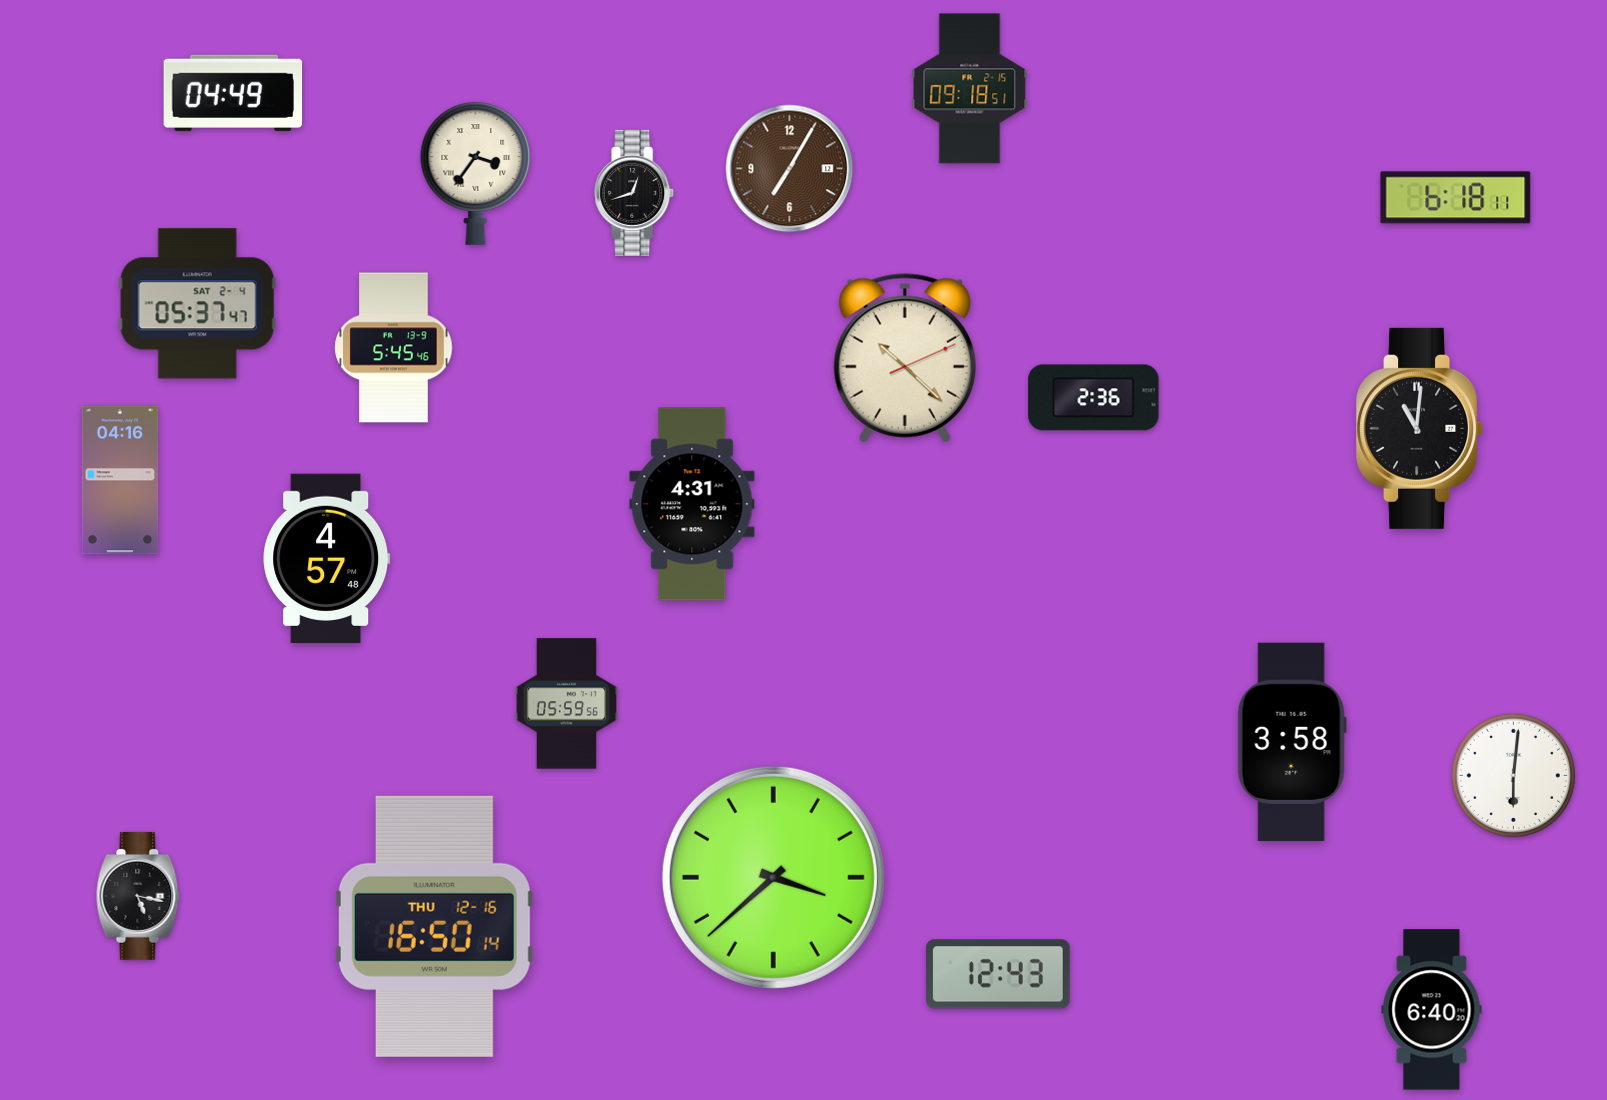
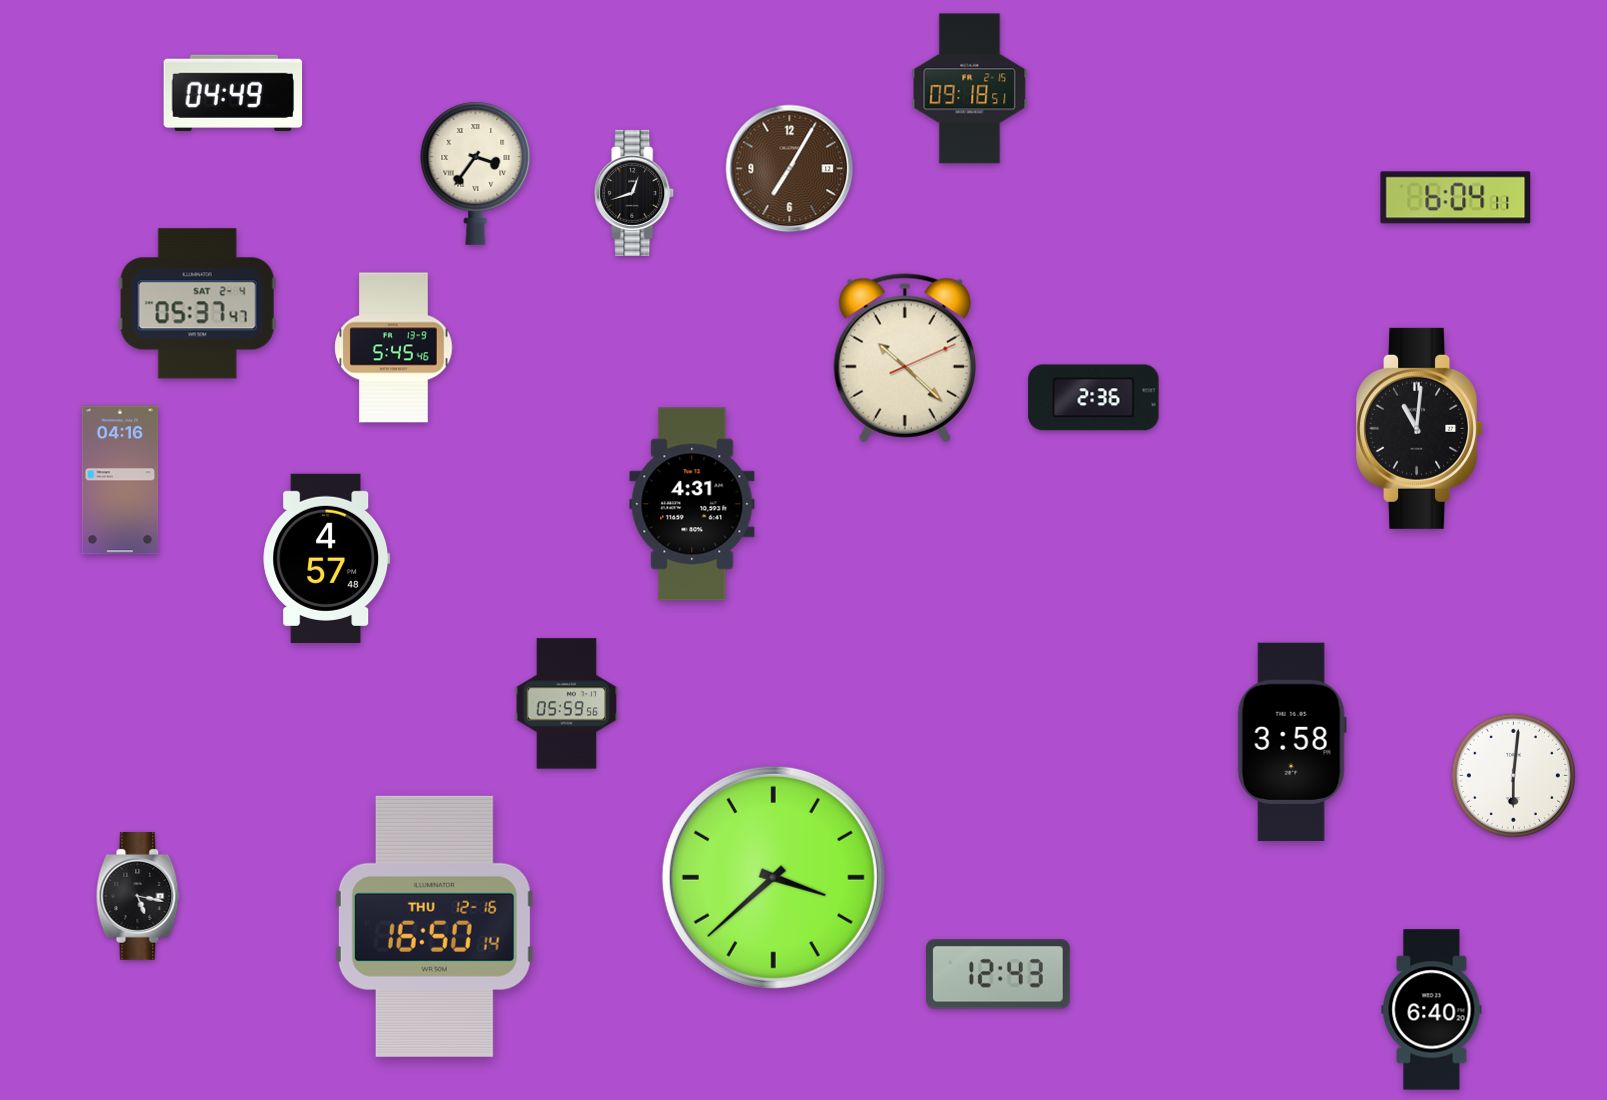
clock at (1456, 198): 6:18 -> 6:04
